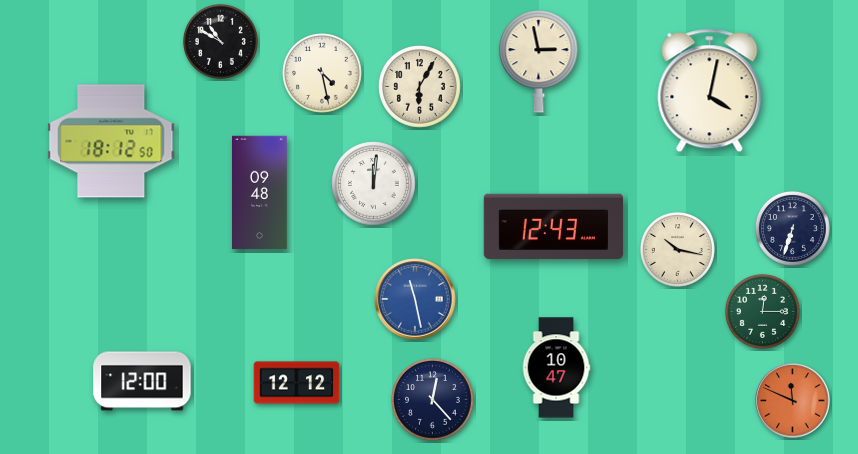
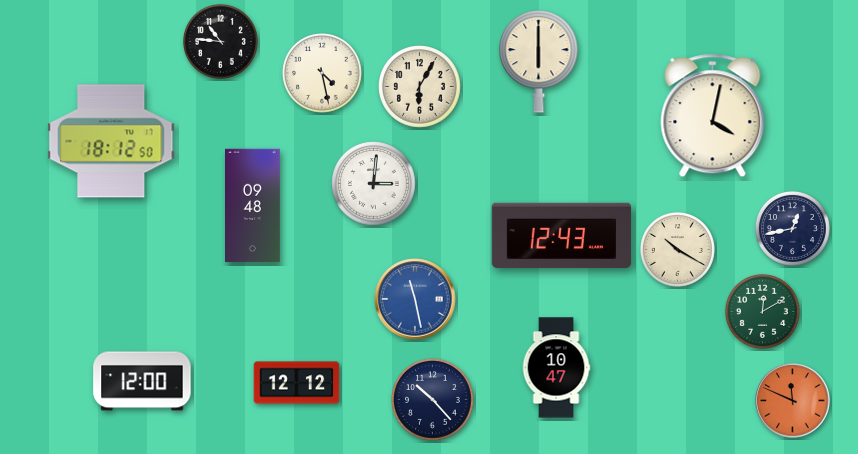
clock at (220, 41): 10:50 -> 10:46
clock at (539, 62): 2:58 -> 6:00
clock at (710, 91) position: (710, 91) -> (713, 116)
clock at (374, 184): 12:01 -> 3:01
clock at (260, 193) position: (260, 193) -> (253, 206)
clock at (554, 227) position: (554, 227) -> (562, 236)
clock at (792, 228): 6:33 -> 12:43
clock at (677, 249): 10:17 -> 10:20
clock at (762, 311): 12:15 -> 12:10
clock at (433, 400): 12:23 -> 10:23
